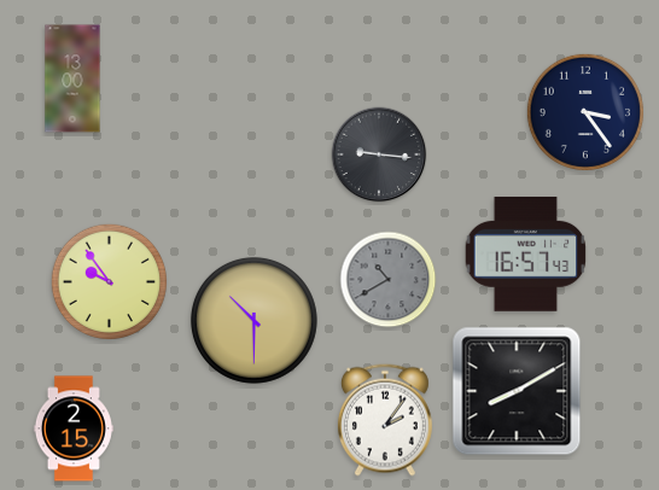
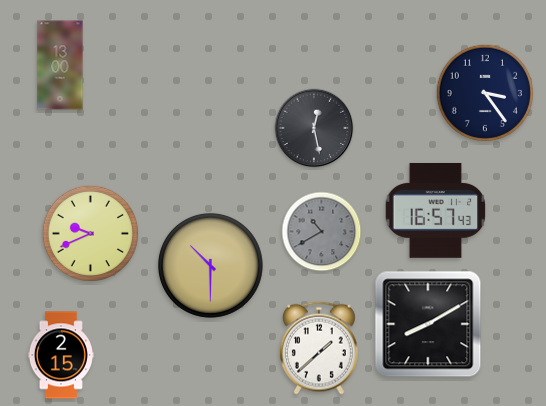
clock at (379, 154): 9:16 -> 12:28
clock at (109, 281): 9:54 -> 9:41
clock at (385, 420): 2:06 -> 1:38
